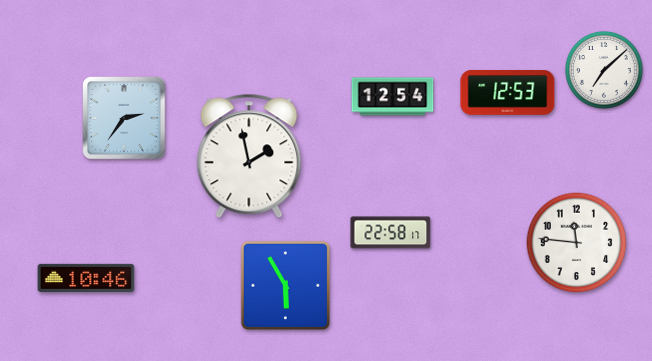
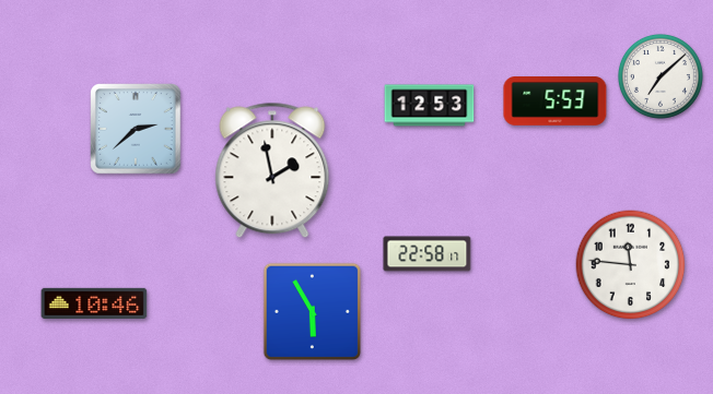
clock at (508, 93): 12:53 -> 5:53
clock at (393, 97): 12:54 -> 12:53
clock at (124, 118): 2:36 -> 2:38
